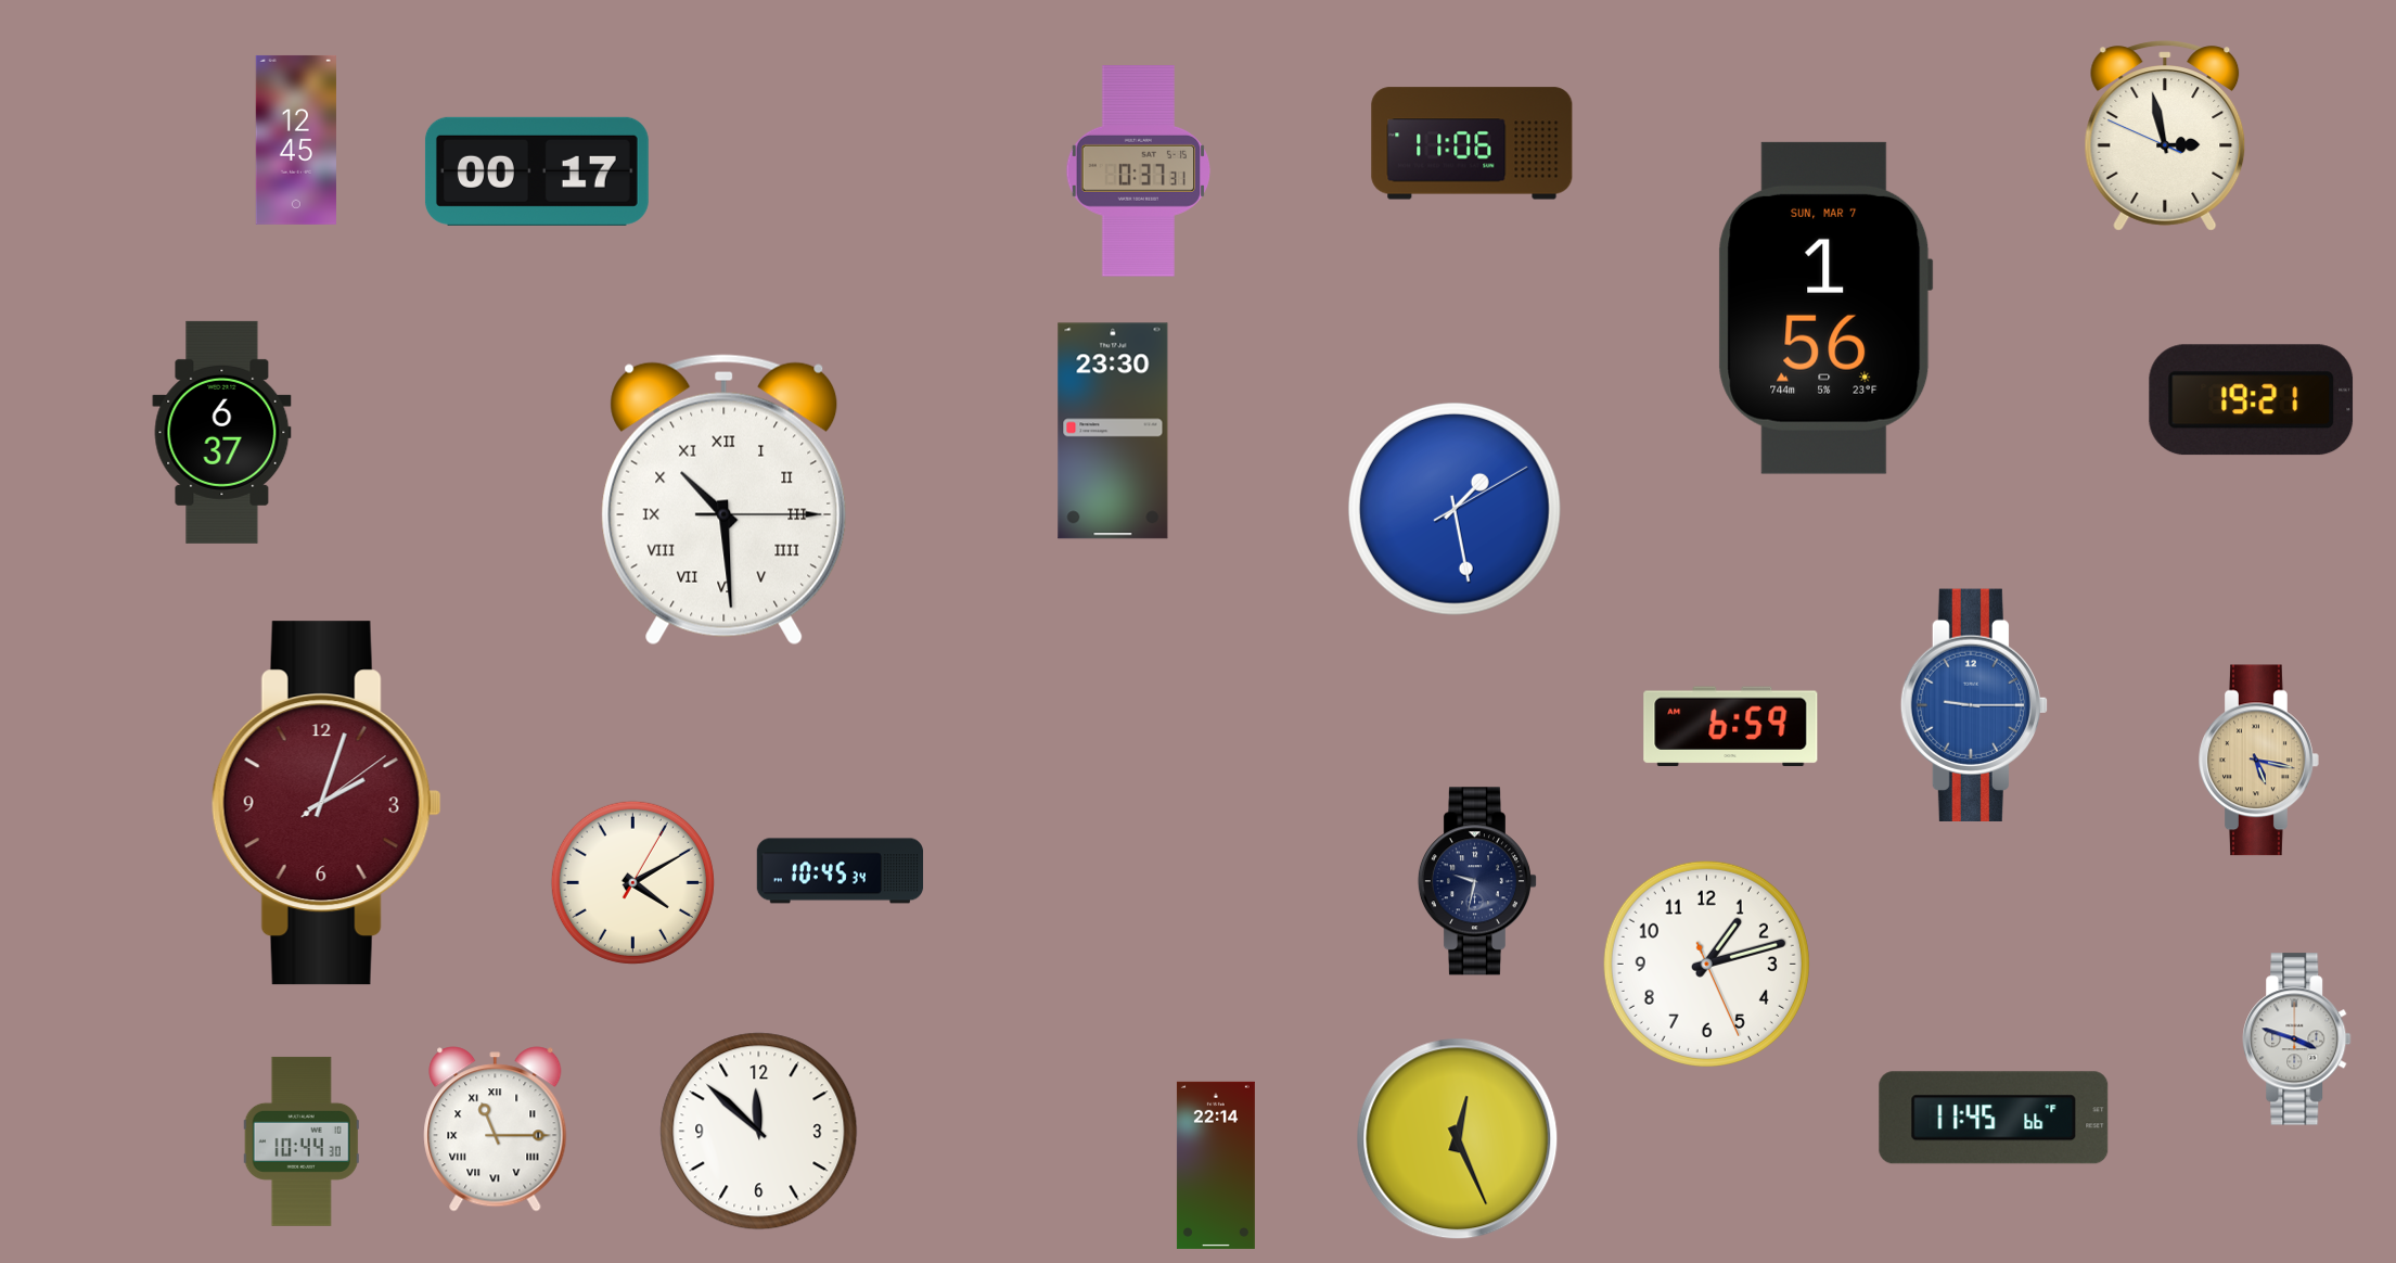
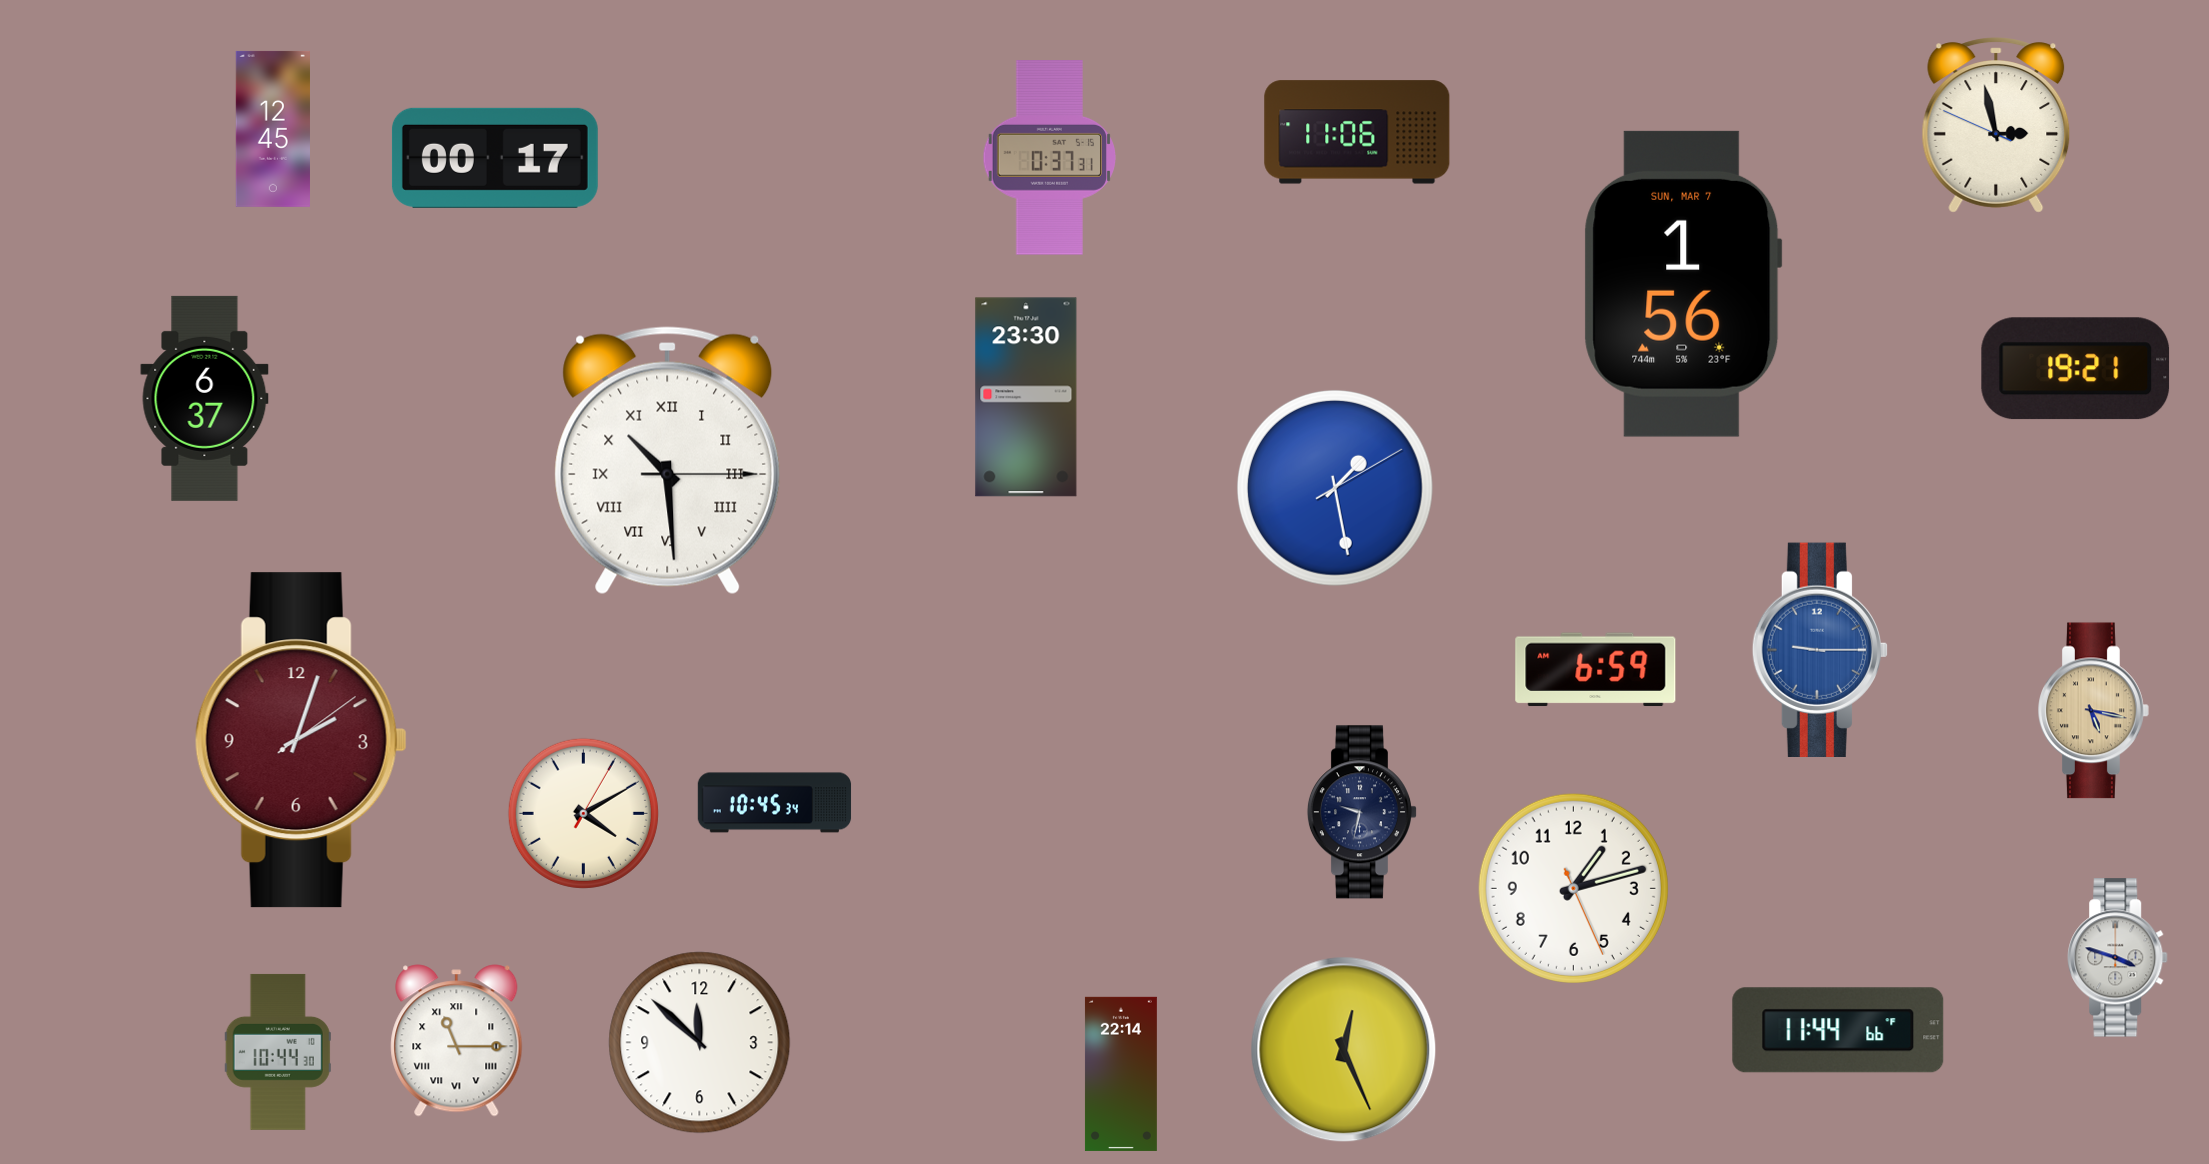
clock at (1455, 509) position: (1455, 509) -> (1335, 488)
clock at (2259, 761) position: (2259, 761) -> (2094, 711)
clock at (1994, 1118): 11:45 -> 11:44
